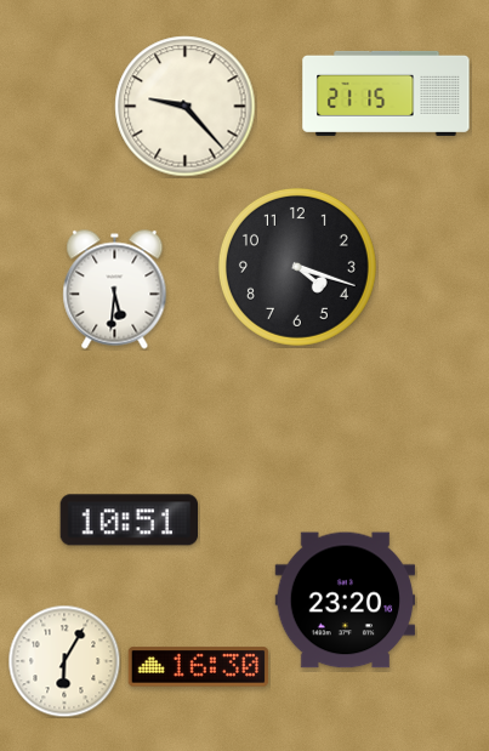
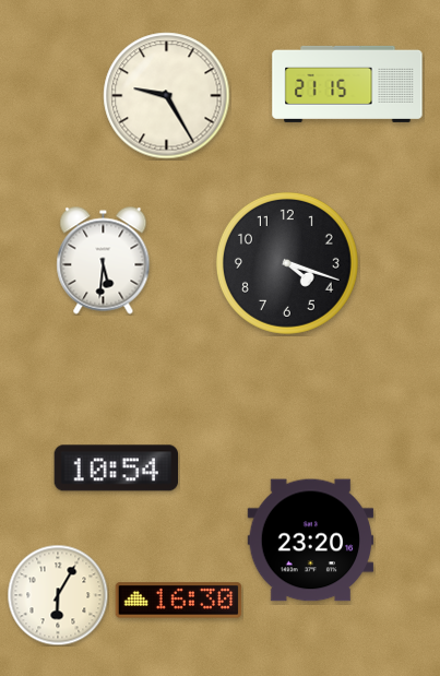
clock at (186, 107): 9:23 -> 9:25
clock at (297, 267) position: (297, 267) -> (287, 263)
clock at (130, 520): 10:51 -> 10:54
